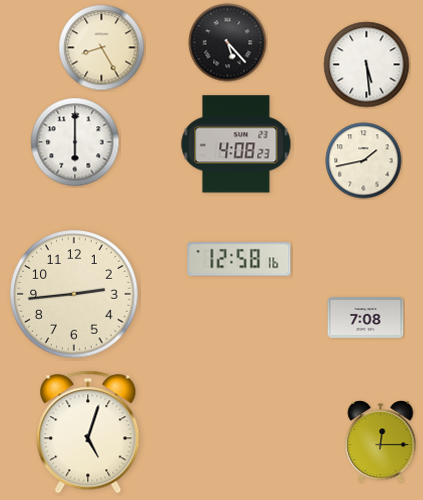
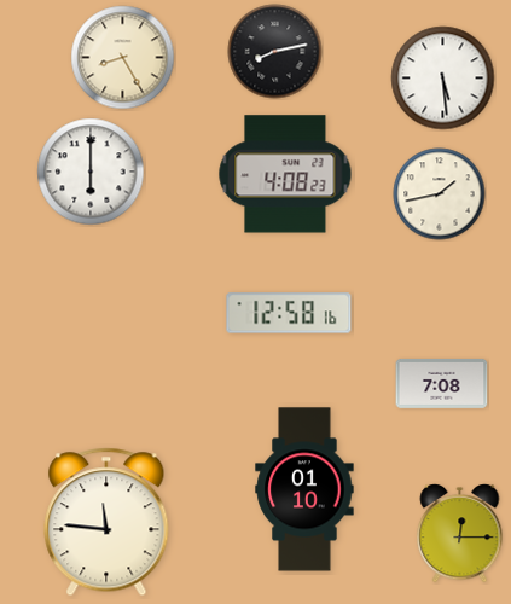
clock at (228, 43): 5:23 -> 8:13
clock at (74, 294): 2:44 -> none
clock at (304, 489): none -> 01:10
clock at (88, 432): 5:03 -> 11:46
